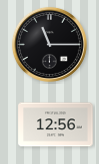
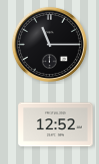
clock at (56, 125): 12:56 -> 12:52
